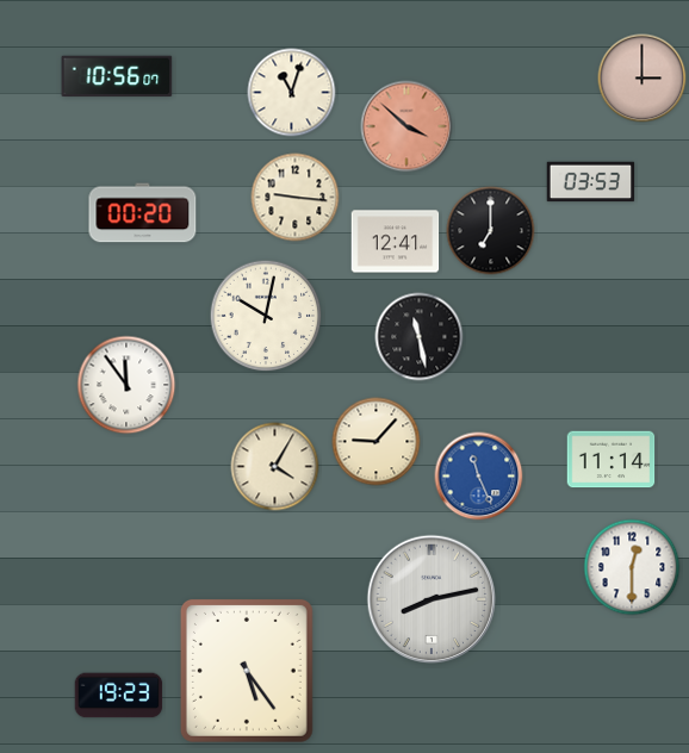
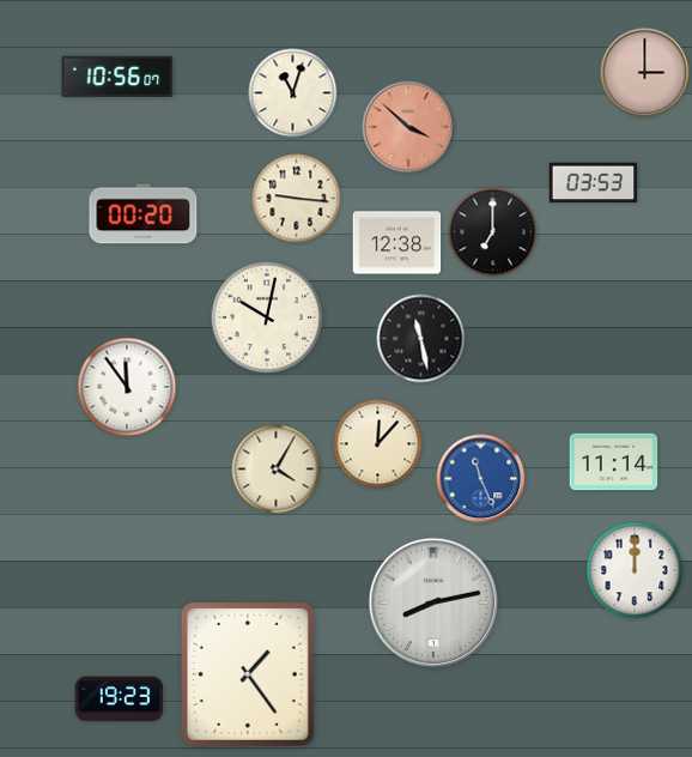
clock at (643, 79) position: (643, 79) -> (645, 73)
clock at (396, 242): 12:41 -> 12:38
clock at (377, 442): 9:07 -> 12:07
clock at (632, 567): 12:30 -> 12:00
clock at (247, 671): 5:24 -> 1:24
